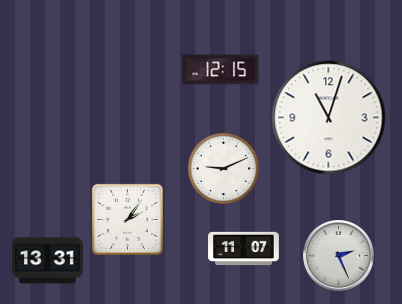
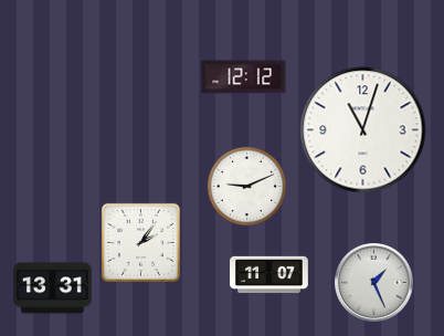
clock at (221, 70): 12:15 -> 12:12
clock at (339, 256): 2:26 -> 1:26
